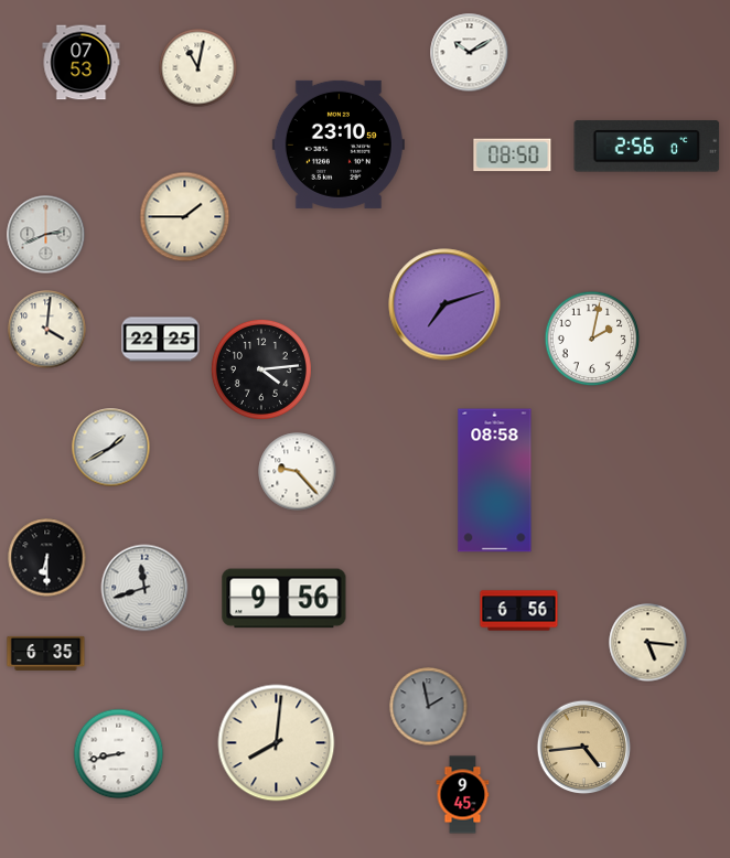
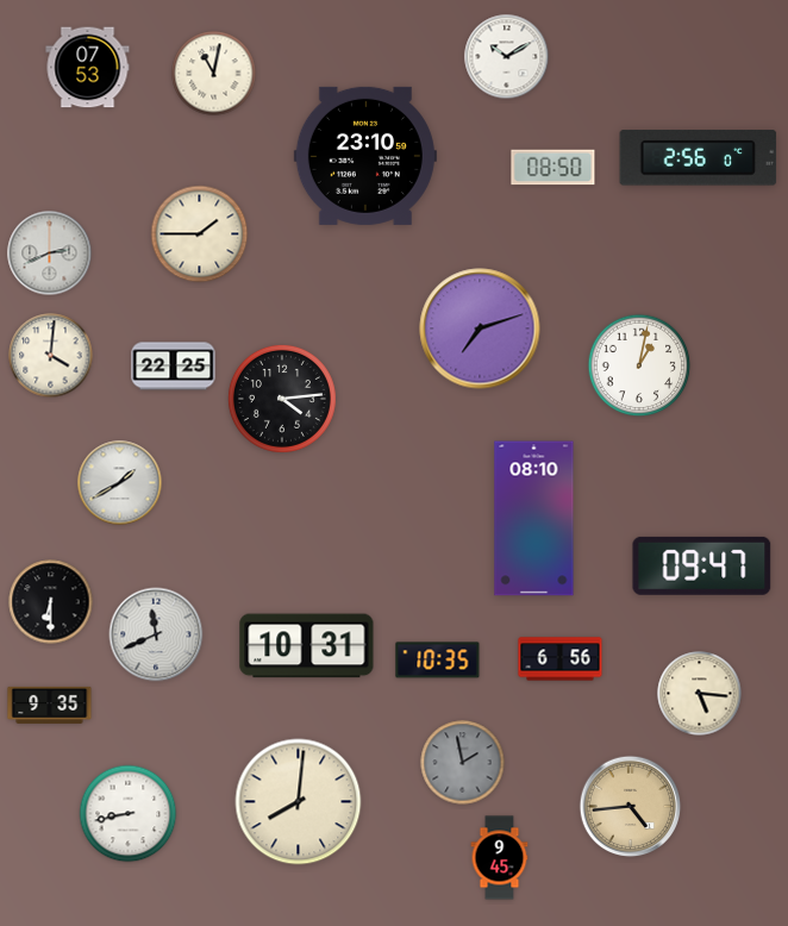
clock at (592, 339): 2:02 -> 1:02
clock at (298, 472): 9:23 -> none
clock at (495, 481): 08:58 -> 08:10
clock at (702, 565): none -> 09:47
clock at (144, 588): 11:42 -> 11:41
clock at (285, 599): 9:56 -> 10:31
clock at (438, 661): none -> 10:35
clock at (46, 653): 6:35 -> 9:35
